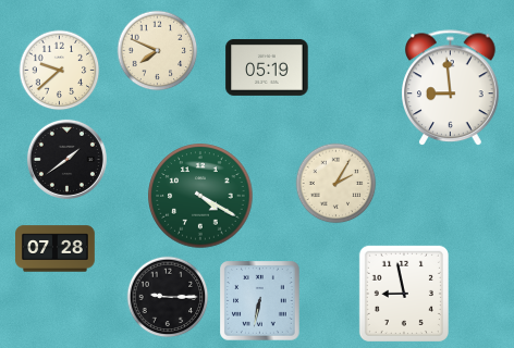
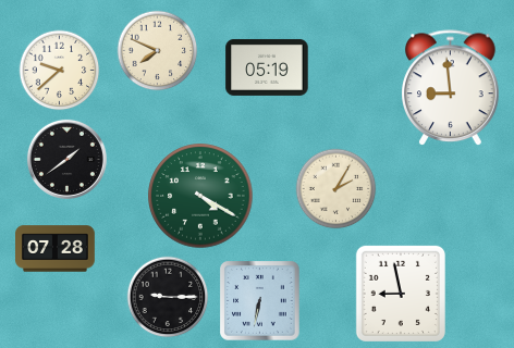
clock at (336, 184) position: (336, 184) -> (336, 189)
clock at (404, 294) position: (404, 294) -> (401, 294)
